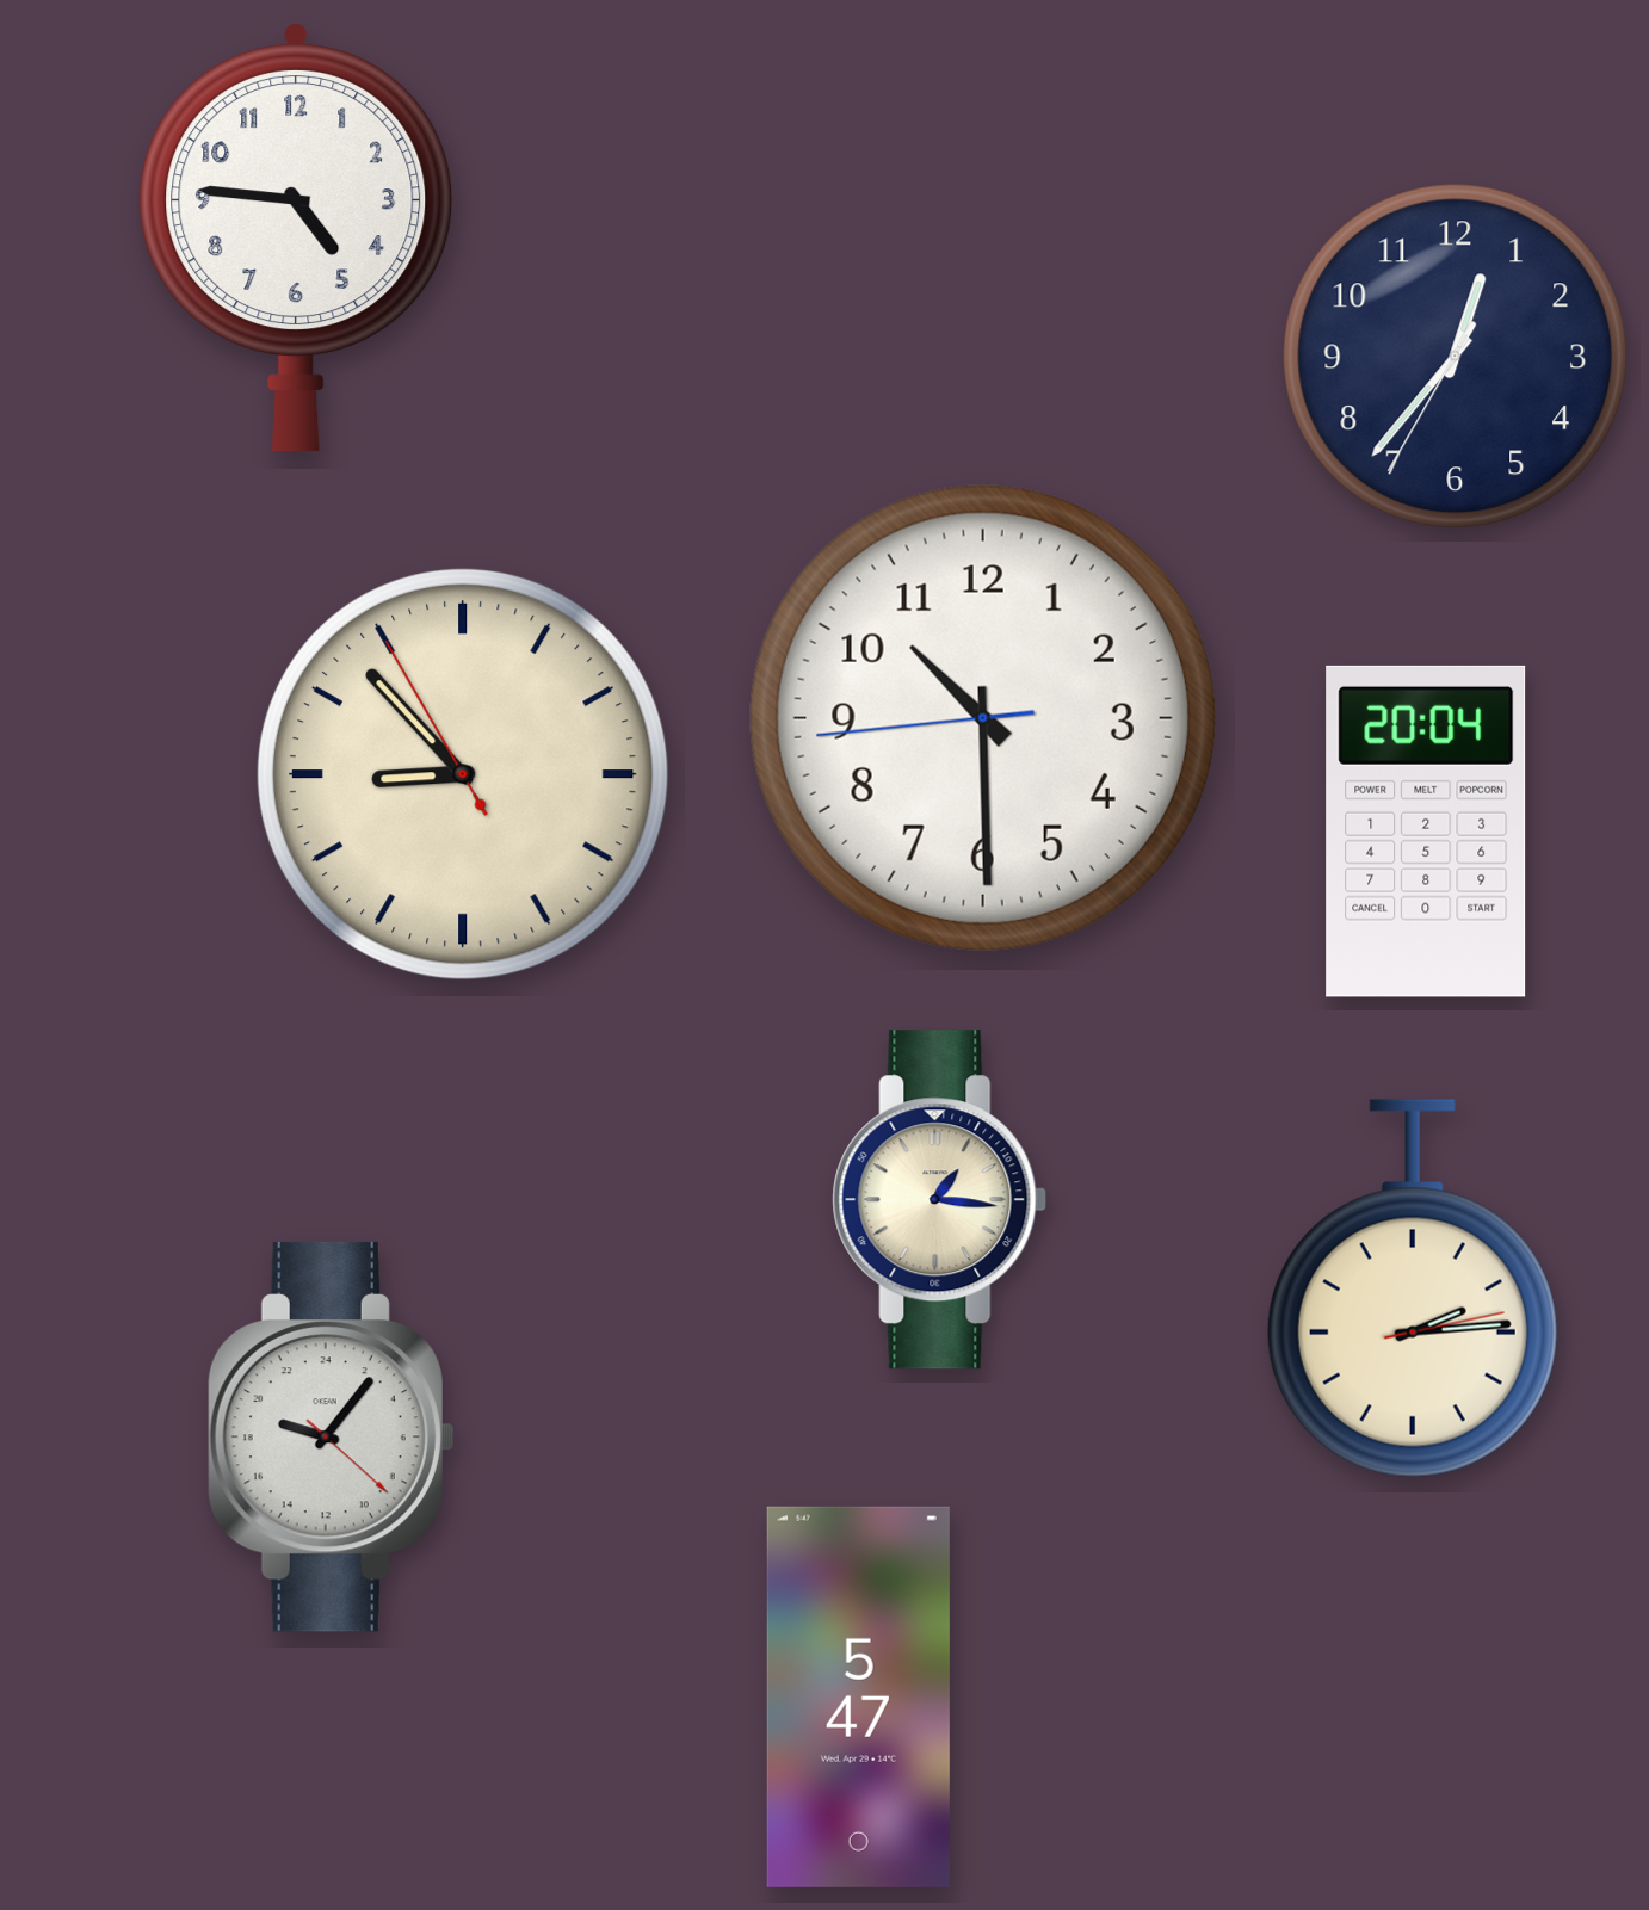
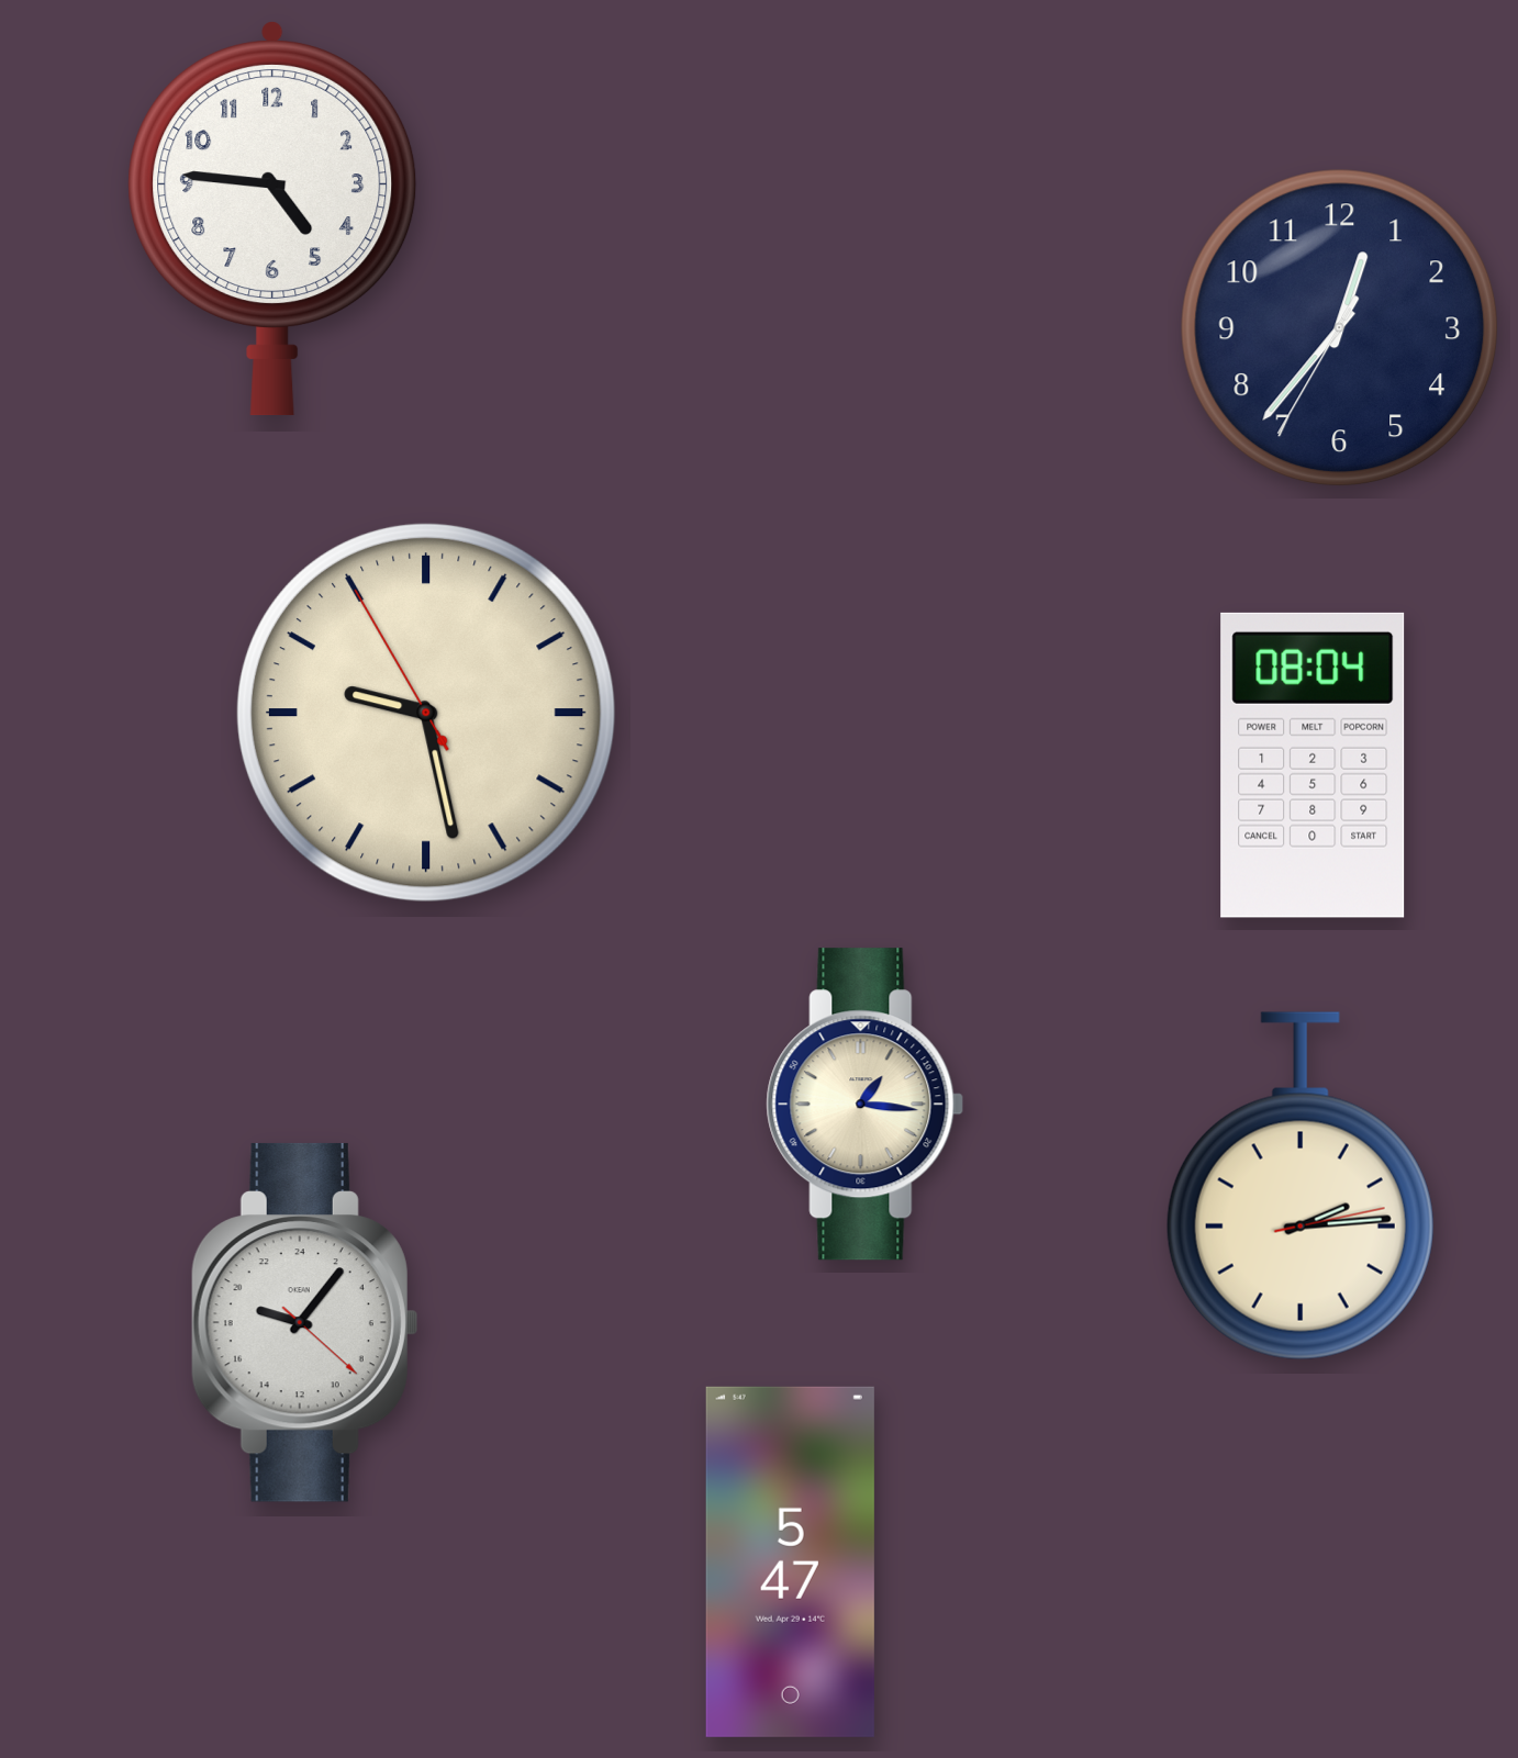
clock at (983, 718): 10:29 -> none
clock at (463, 774): 8:52 -> 9:27
clock at (1426, 832): 20:04 -> 08:04
